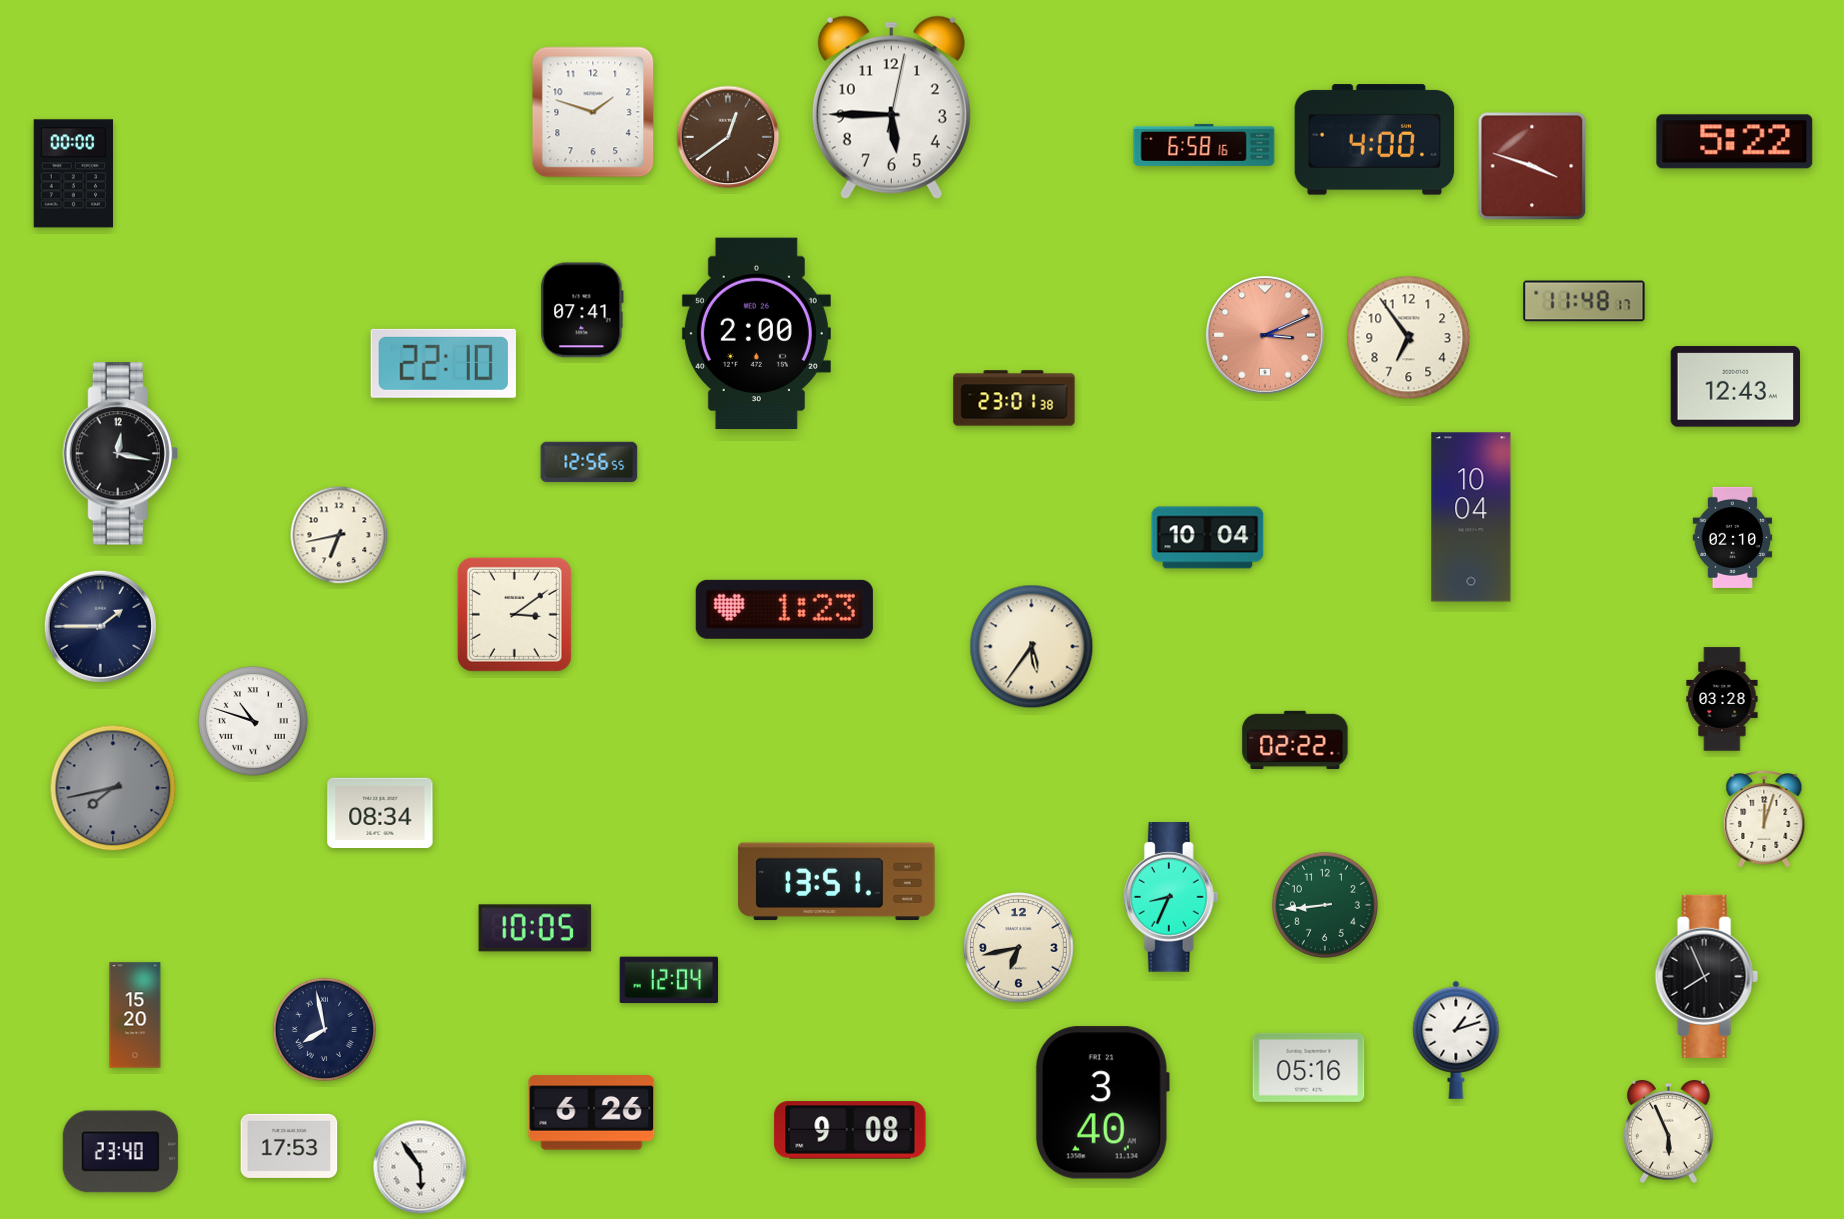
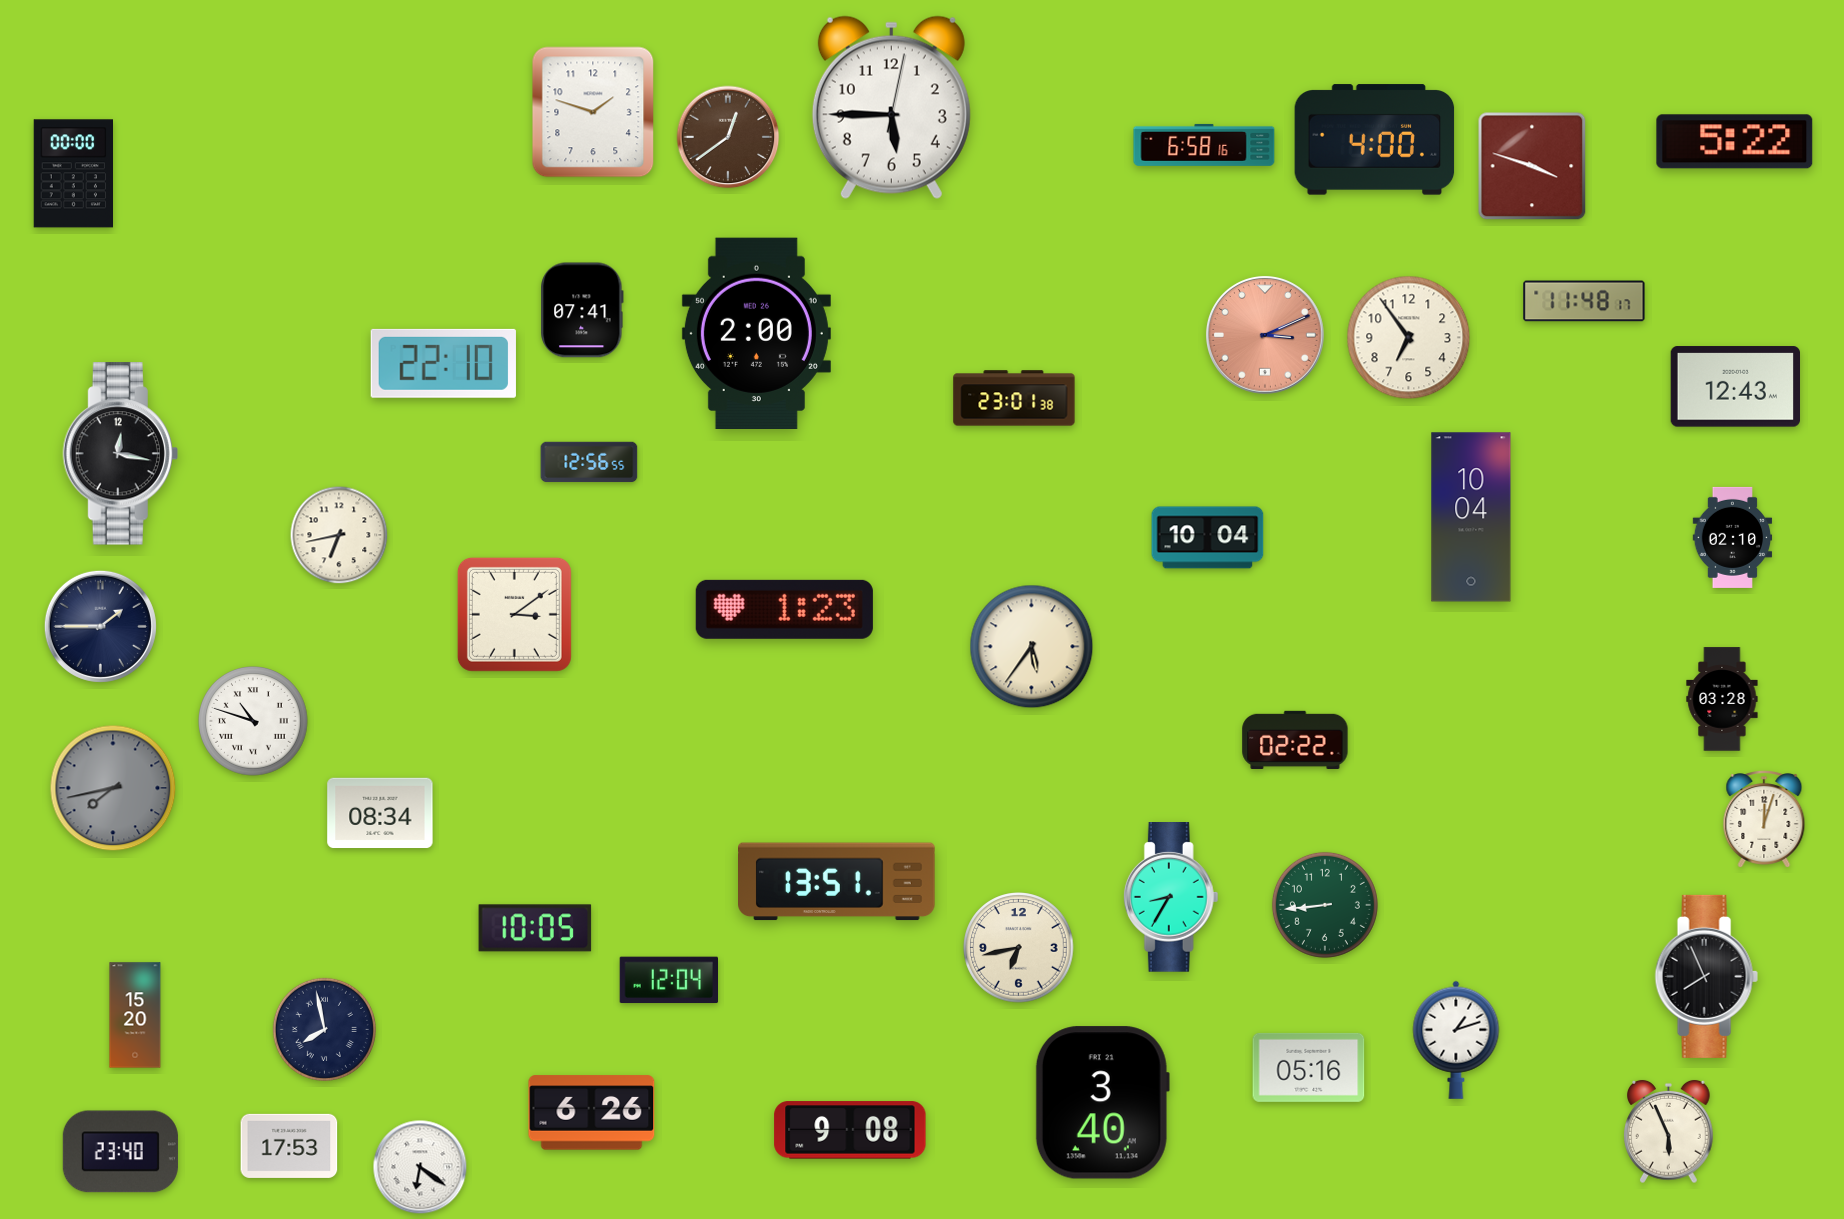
clock at (1171, 898): 8:34 -> 8:35
clock at (420, 1167): 5:54 -> 6:21
